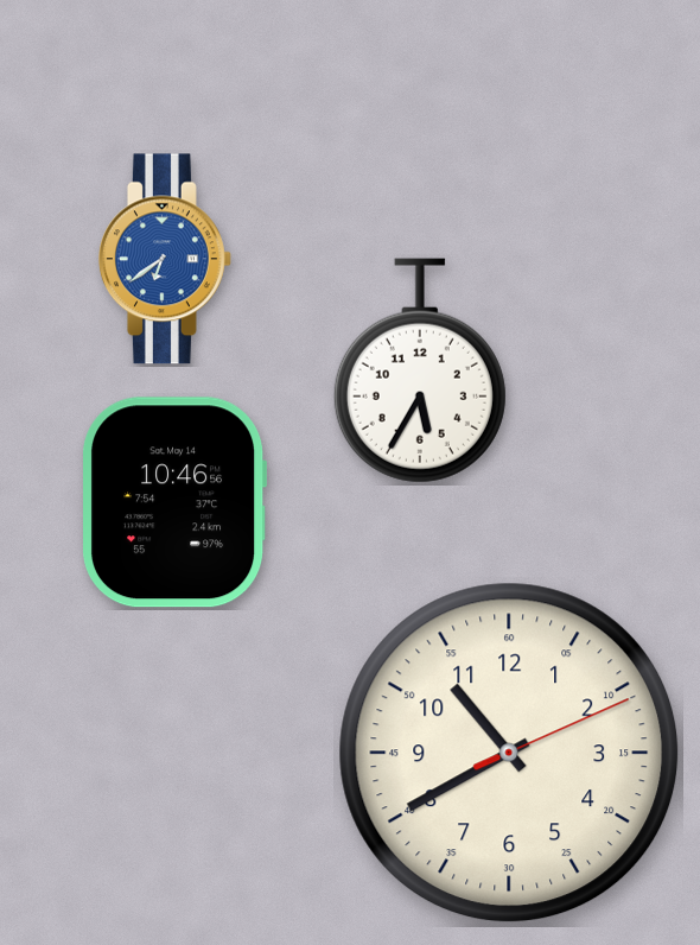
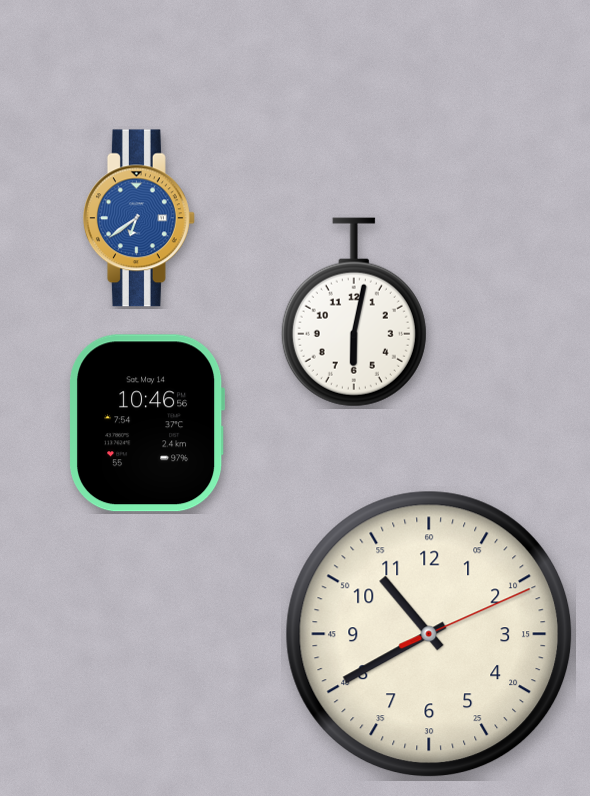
clock at (420, 370): 5:35 -> 6:02
